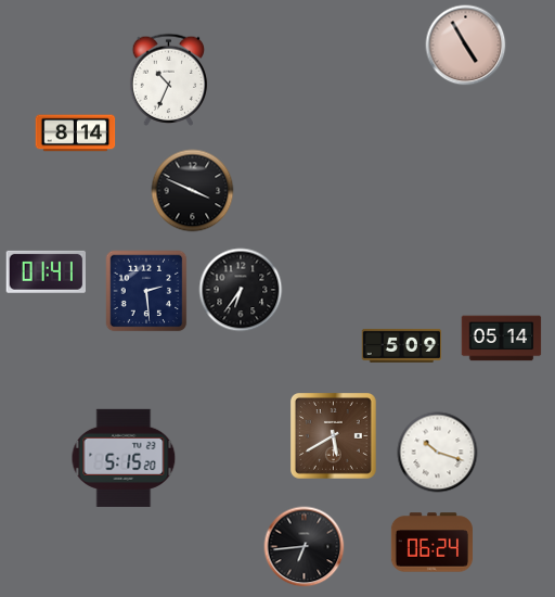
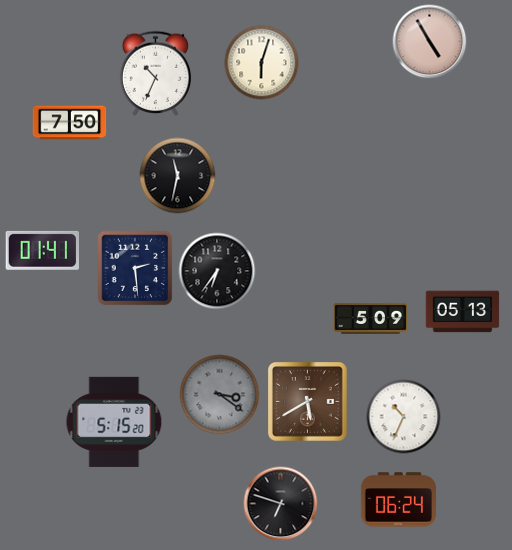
clock at (262, 63): none -> 6:03
clock at (76, 134): 8:14 -> 7:50
clock at (193, 191): 3:49 -> 11:32
clock at (241, 290) position: (241, 290) -> (217, 271)
clock at (502, 339): 05:14 -> 05:13
clock at (220, 395): none -> 3:21
clock at (438, 453): 10:18 -> 10:34
clock at (305, 547): 6:44 -> 6:48
